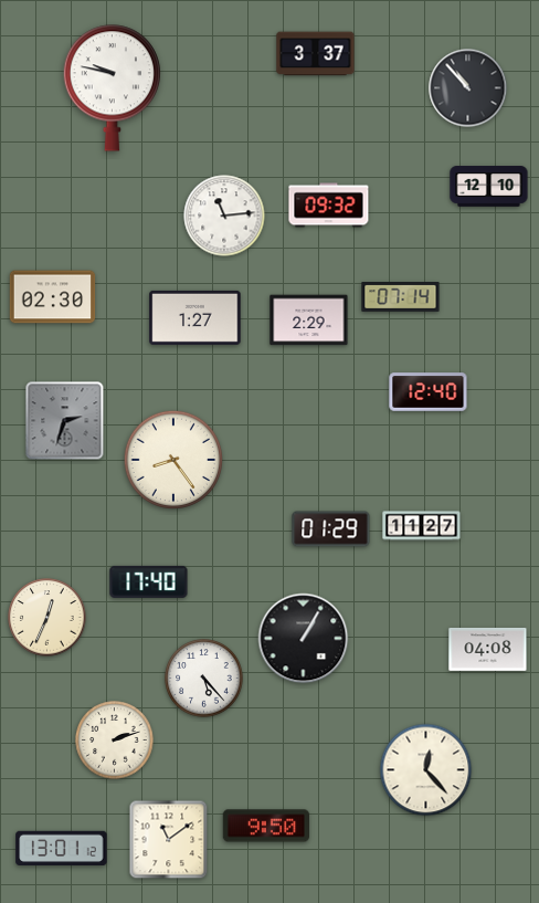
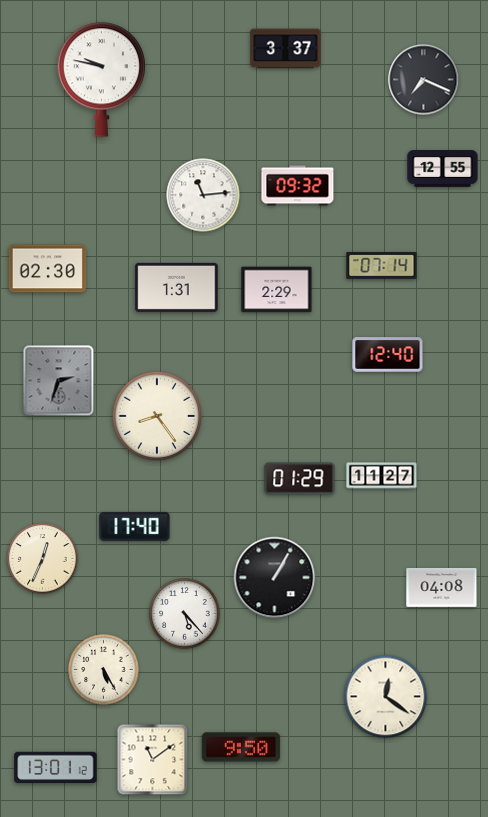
clock at (468, 88): 10:53 -> 7:19
clock at (489, 187): 12:10 -> 12:55
clock at (401, 297) position: (401, 297) -> (382, 266)
clock at (195, 317): 1:27 -> 1:31
clock at (309, 321) position: (309, 321) -> (277, 290)
clock at (115, 741): 2:12 -> 5:25
clock at (426, 770): 12:23 -> 12:21
